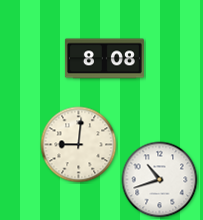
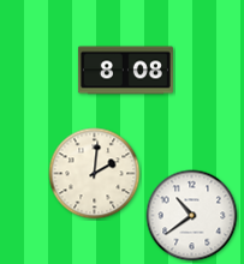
clock at (79, 145): 9:01 -> 2:01
clock at (160, 180): 10:42 -> 10:39
